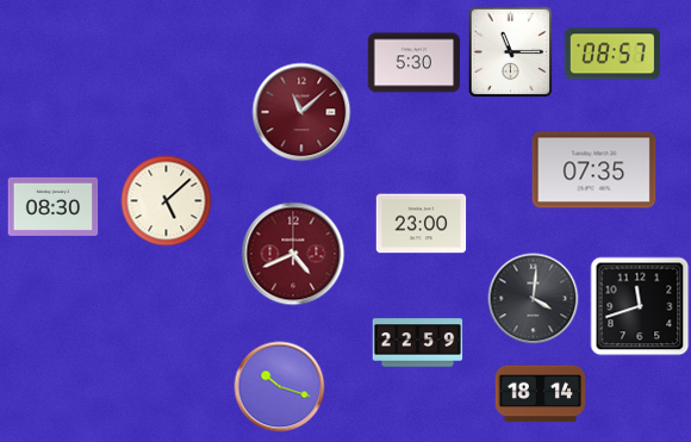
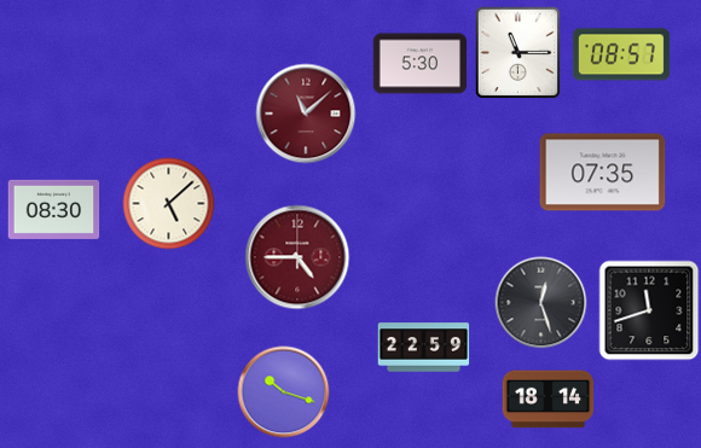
clock at (422, 224): 23:00 -> none
clock at (293, 254): 4:41 -> 4:45
clock at (534, 299): 4:01 -> 12:27
